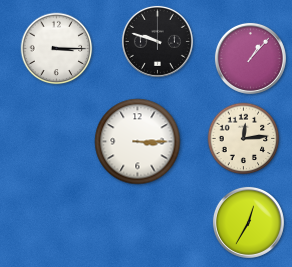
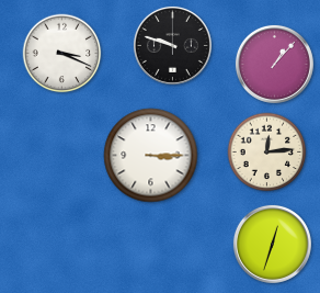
clock at (57, 49): 3:15 -> 3:19
clock at (248, 222): 12:35 -> 12:33
